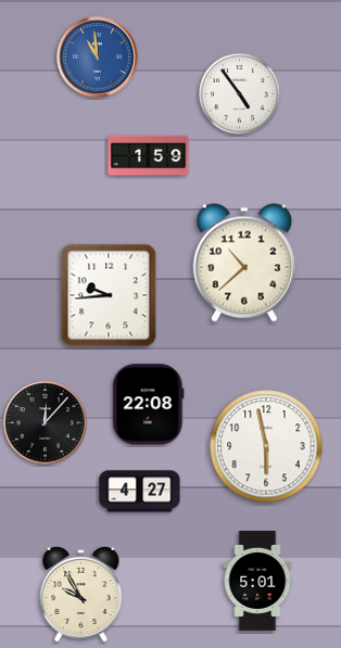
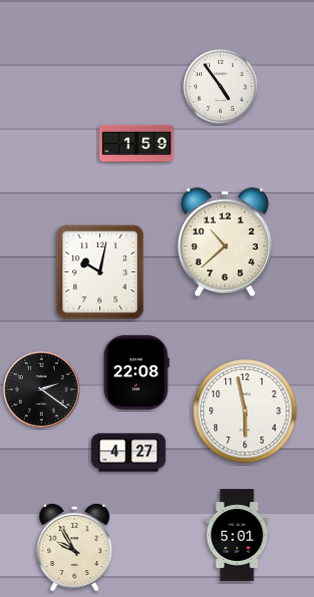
clock at (98, 58): 10:59 -> none
clock at (109, 295): 9:44 -> 10:02
clock at (46, 423): 12:07 -> 2:21
